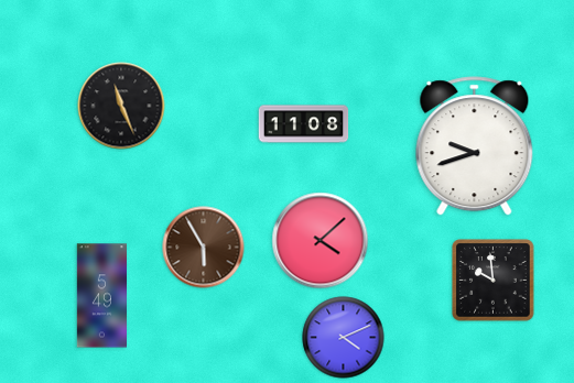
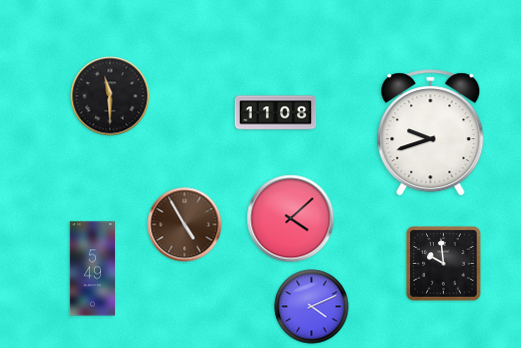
clock at (121, 106): 11:26 -> 11:30
clock at (204, 248): 5:55 -> 4:55
clock at (494, 281) position: (494, 281) -> (444, 264)
